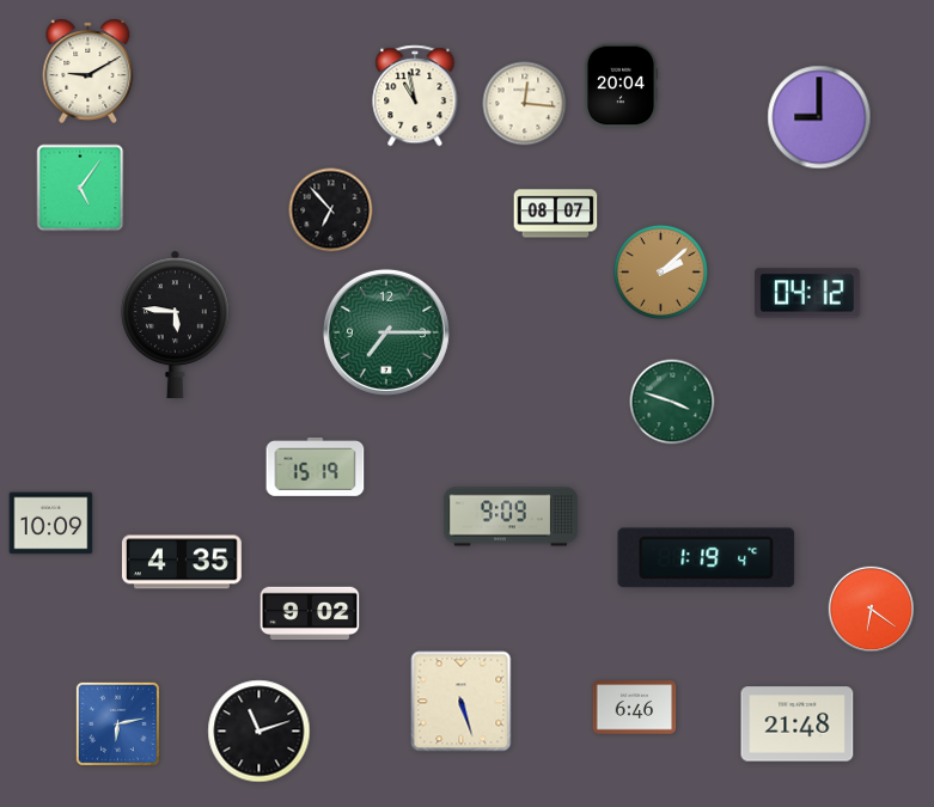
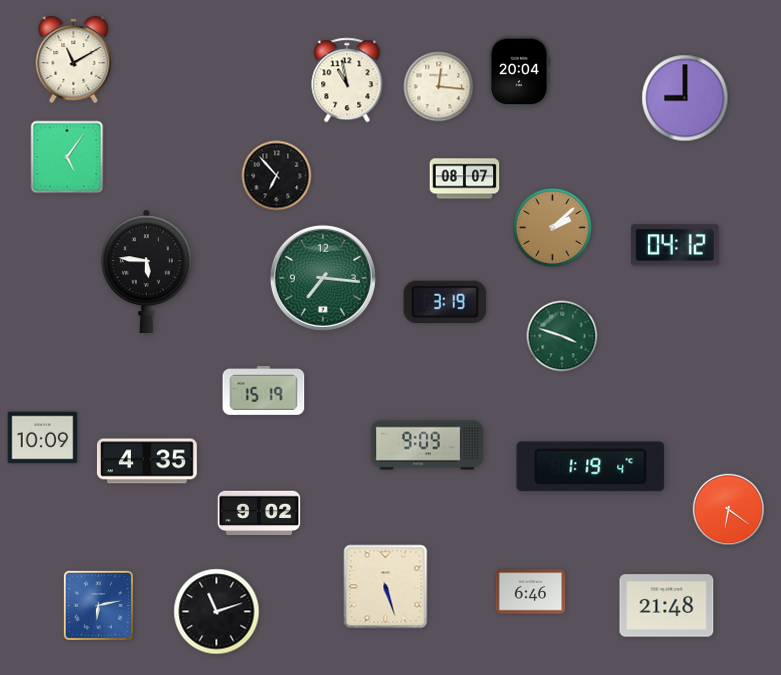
clock at (88, 71): 9:10 -> 11:10
clock at (386, 332): 7:15 -> 7:16
clock at (445, 302): none -> 3:19
clock at (511, 516) position: (511, 516) -> (427, 445)
clock at (182, 562) position: (182, 562) -> (147, 461)
